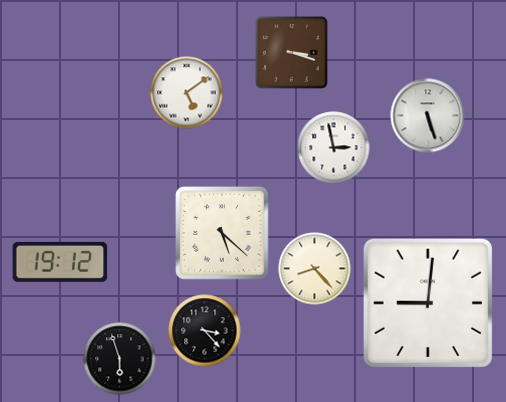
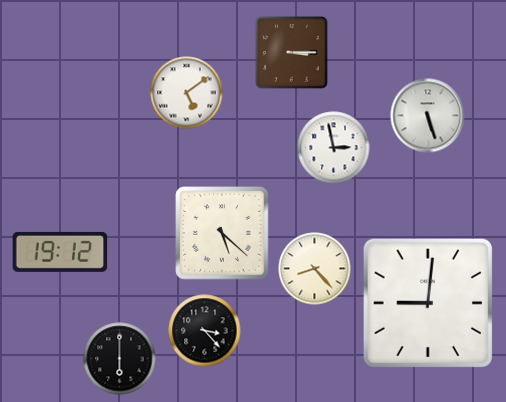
clock at (292, 53): 3:18 -> 3:15
clock at (60, 262) position: (60, 262) -> (60, 252)
clock at (120, 359): 5:57 -> 6:00
